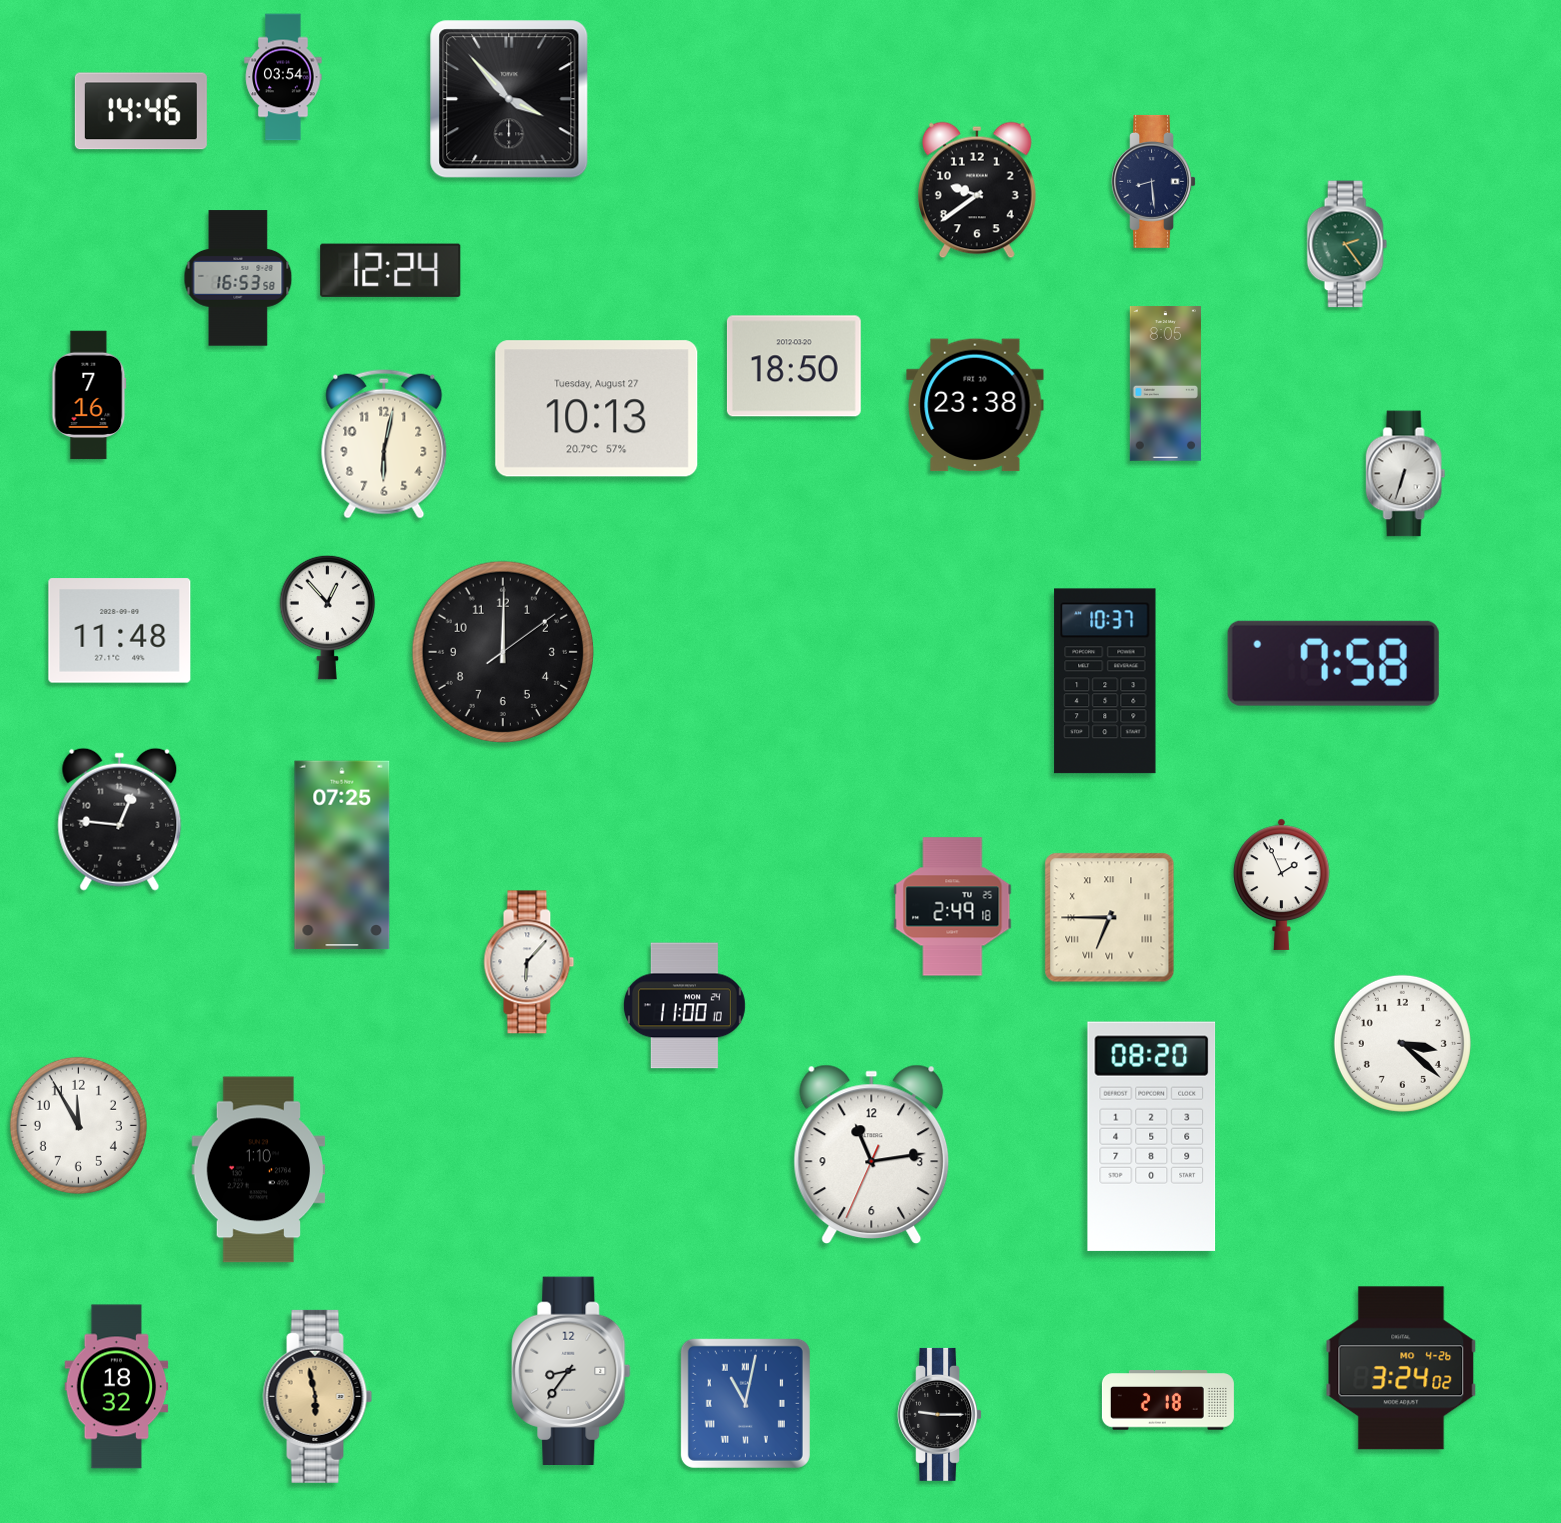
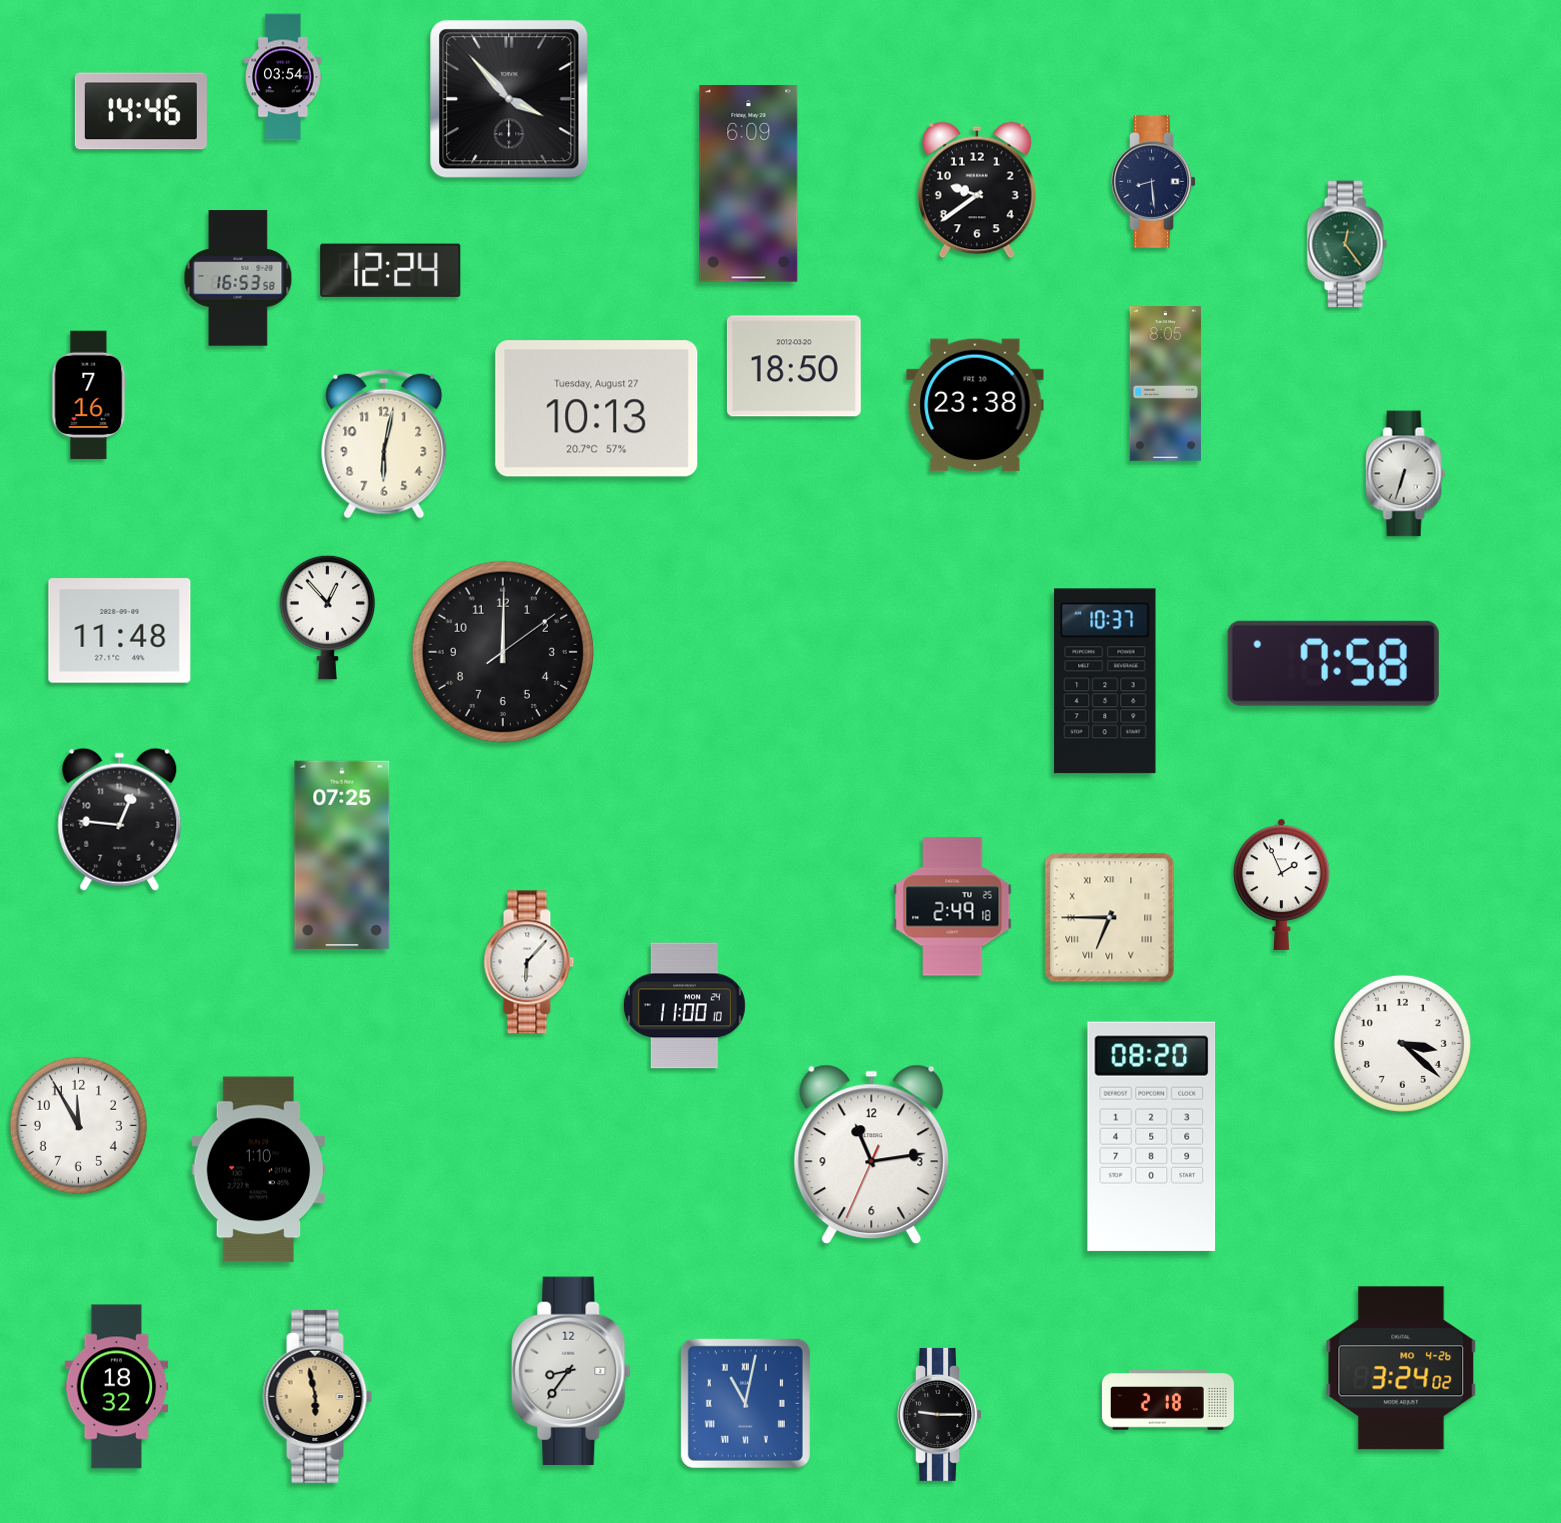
clock at (749, 184): none -> 6:09
clock at (1347, 244): 2:24 -> 12:24
